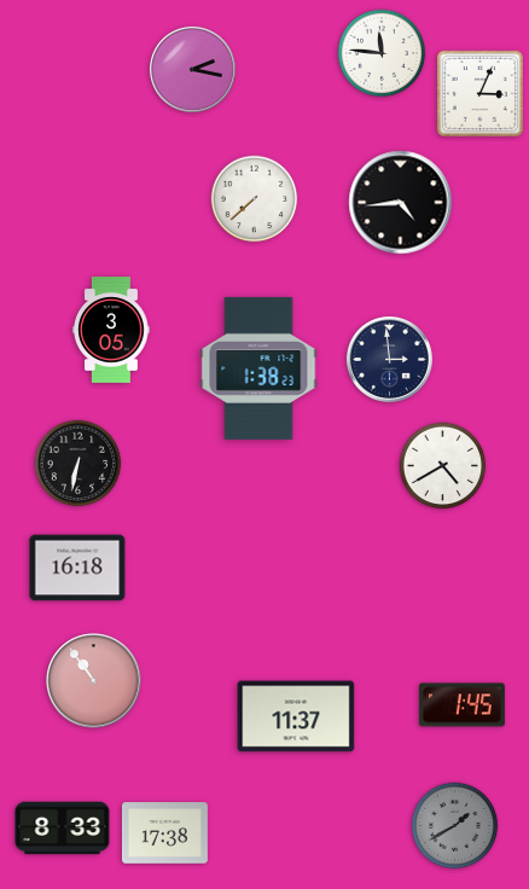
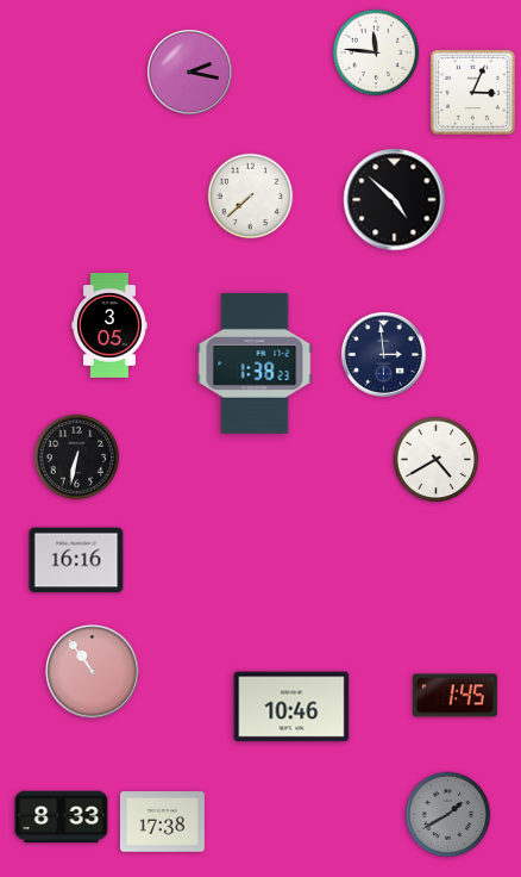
clock at (192, 69) position: (192, 69) -> (189, 71)
clock at (401, 203): 4:44 -> 4:52
clock at (77, 568): 16:18 -> 16:16
clock at (296, 716): 11:37 -> 10:46
